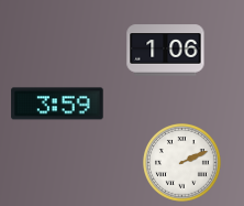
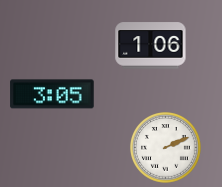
clock at (57, 104): 3:59 -> 3:05
